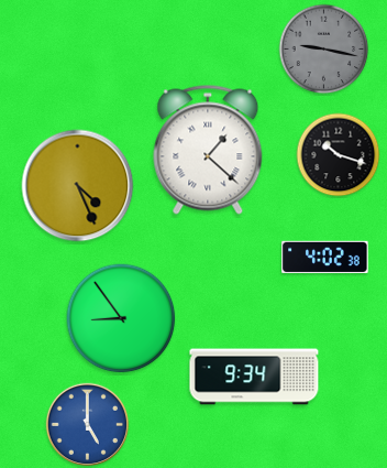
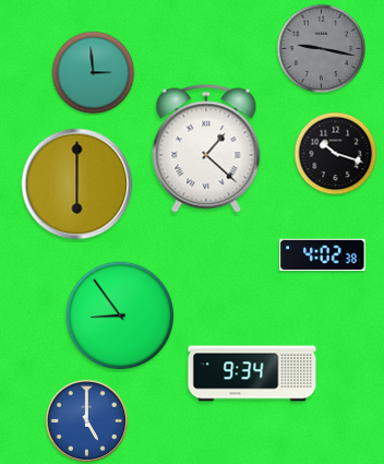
clock at (94, 73): none -> 2:59
clock at (78, 186): 4:26 -> 6:00
